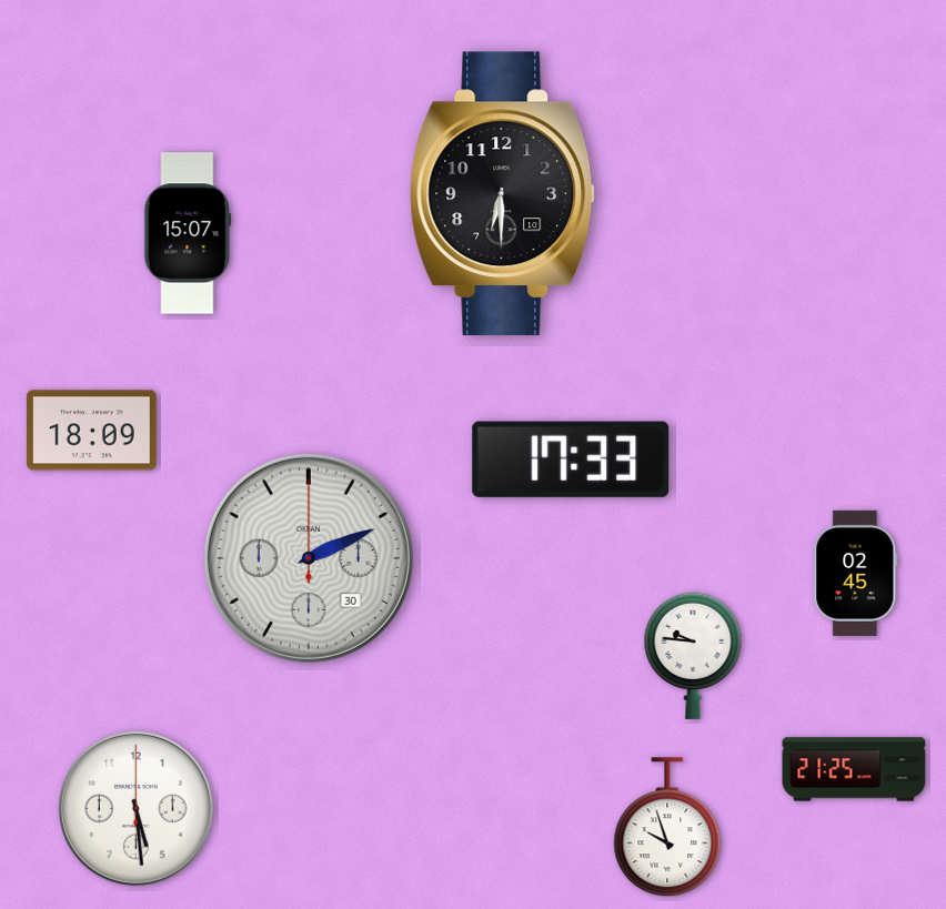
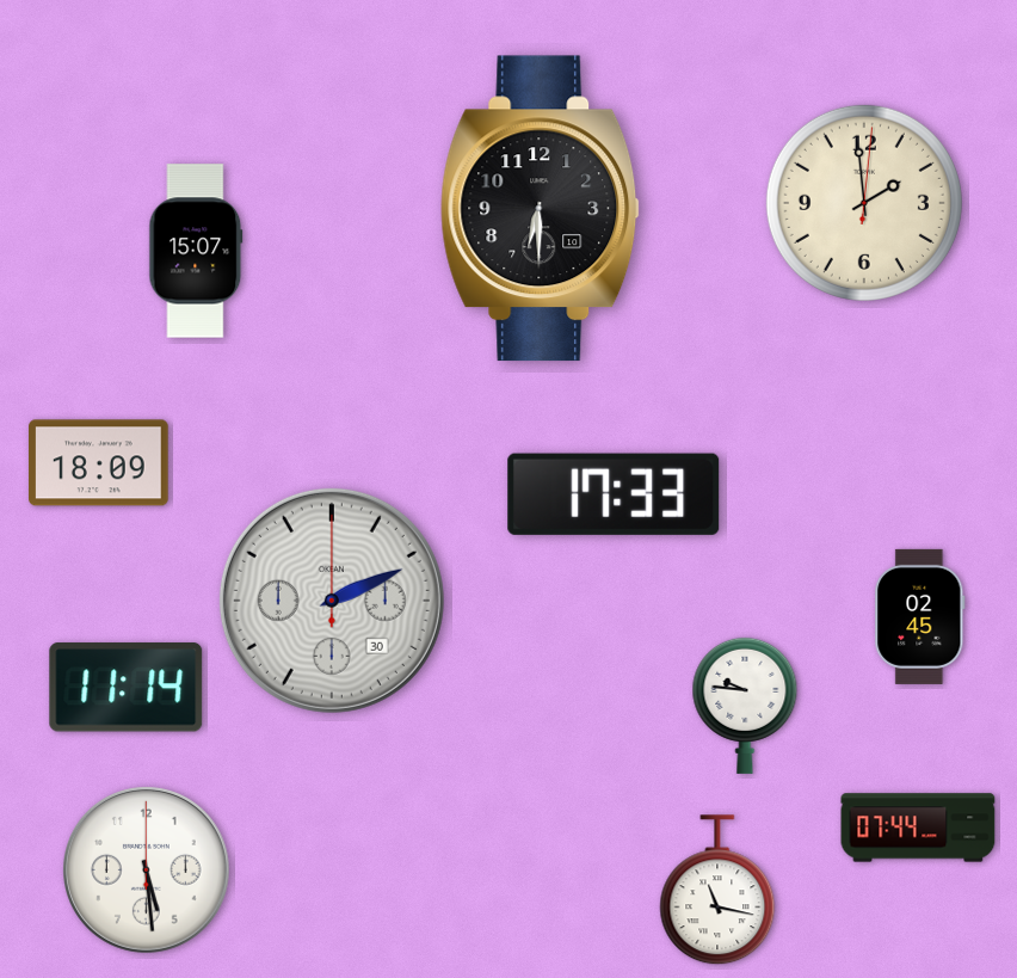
clock at (864, 203): none -> 1:59
clock at (188, 233) position: (188, 233) -> (196, 251)
clock at (127, 688): none -> 11:14
clock at (854, 769): 21:25 -> 07:44
clock at (667, 828): 9:57 -> 11:17
